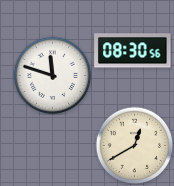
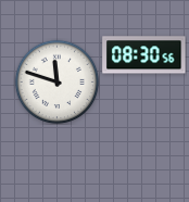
clock at (134, 145): 12:40 -> none
